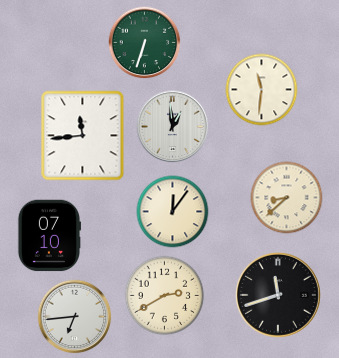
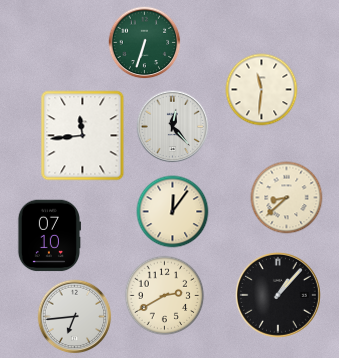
clock at (173, 127): 12:59 -> 12:23
clock at (278, 295): 11:42 -> 1:07
